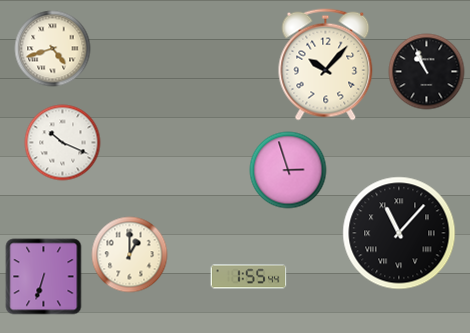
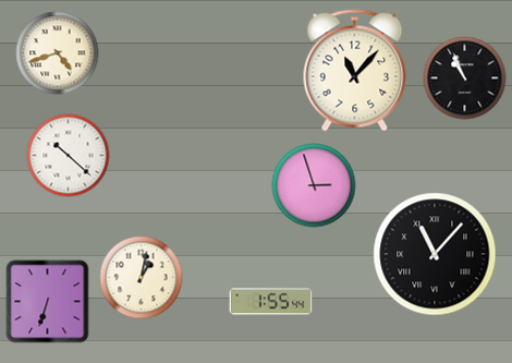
clock at (326, 65): 10:07 -> 11:07
clock at (63, 143): 10:19 -> 10:22
clock at (130, 255): 1:00 -> 1:02
